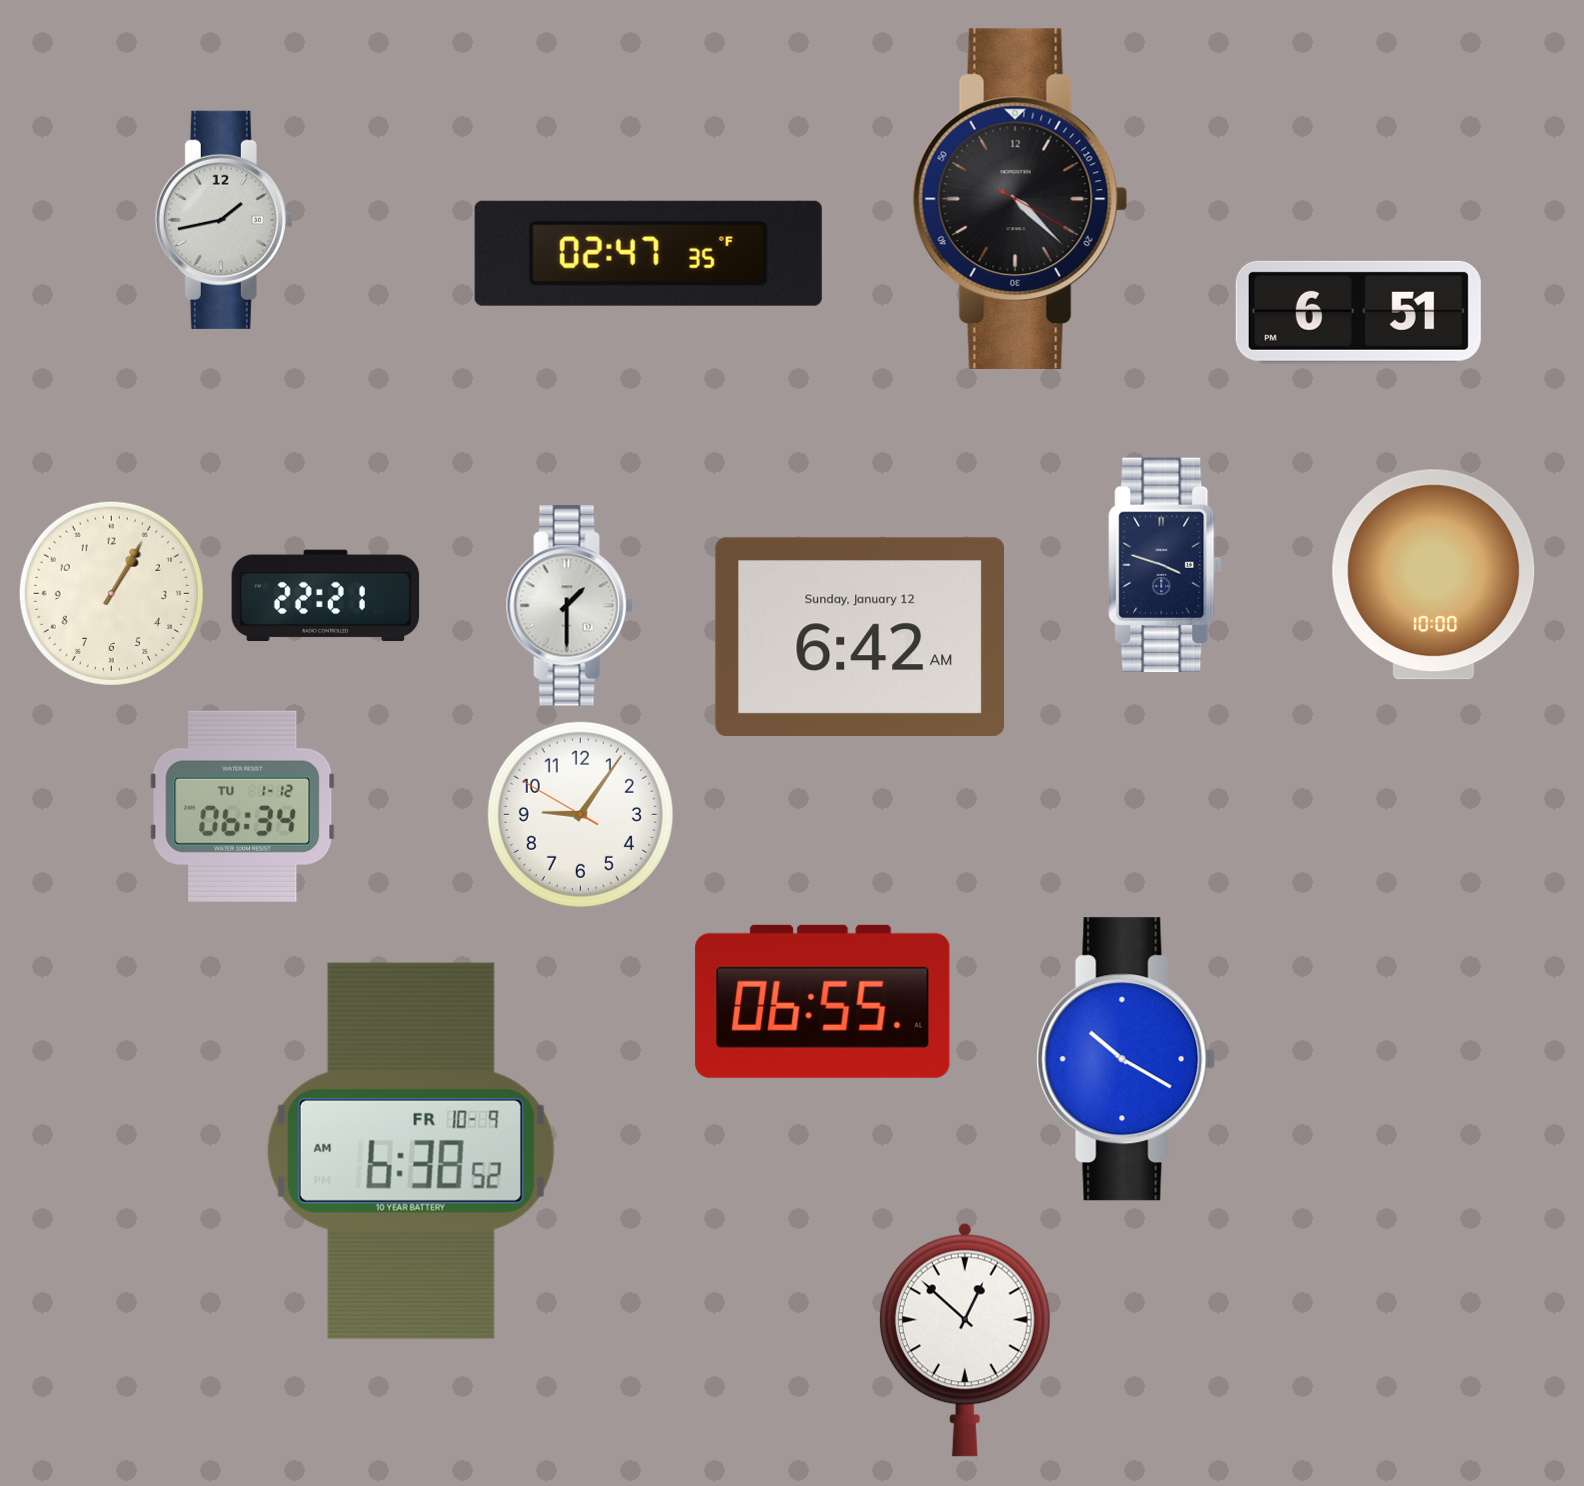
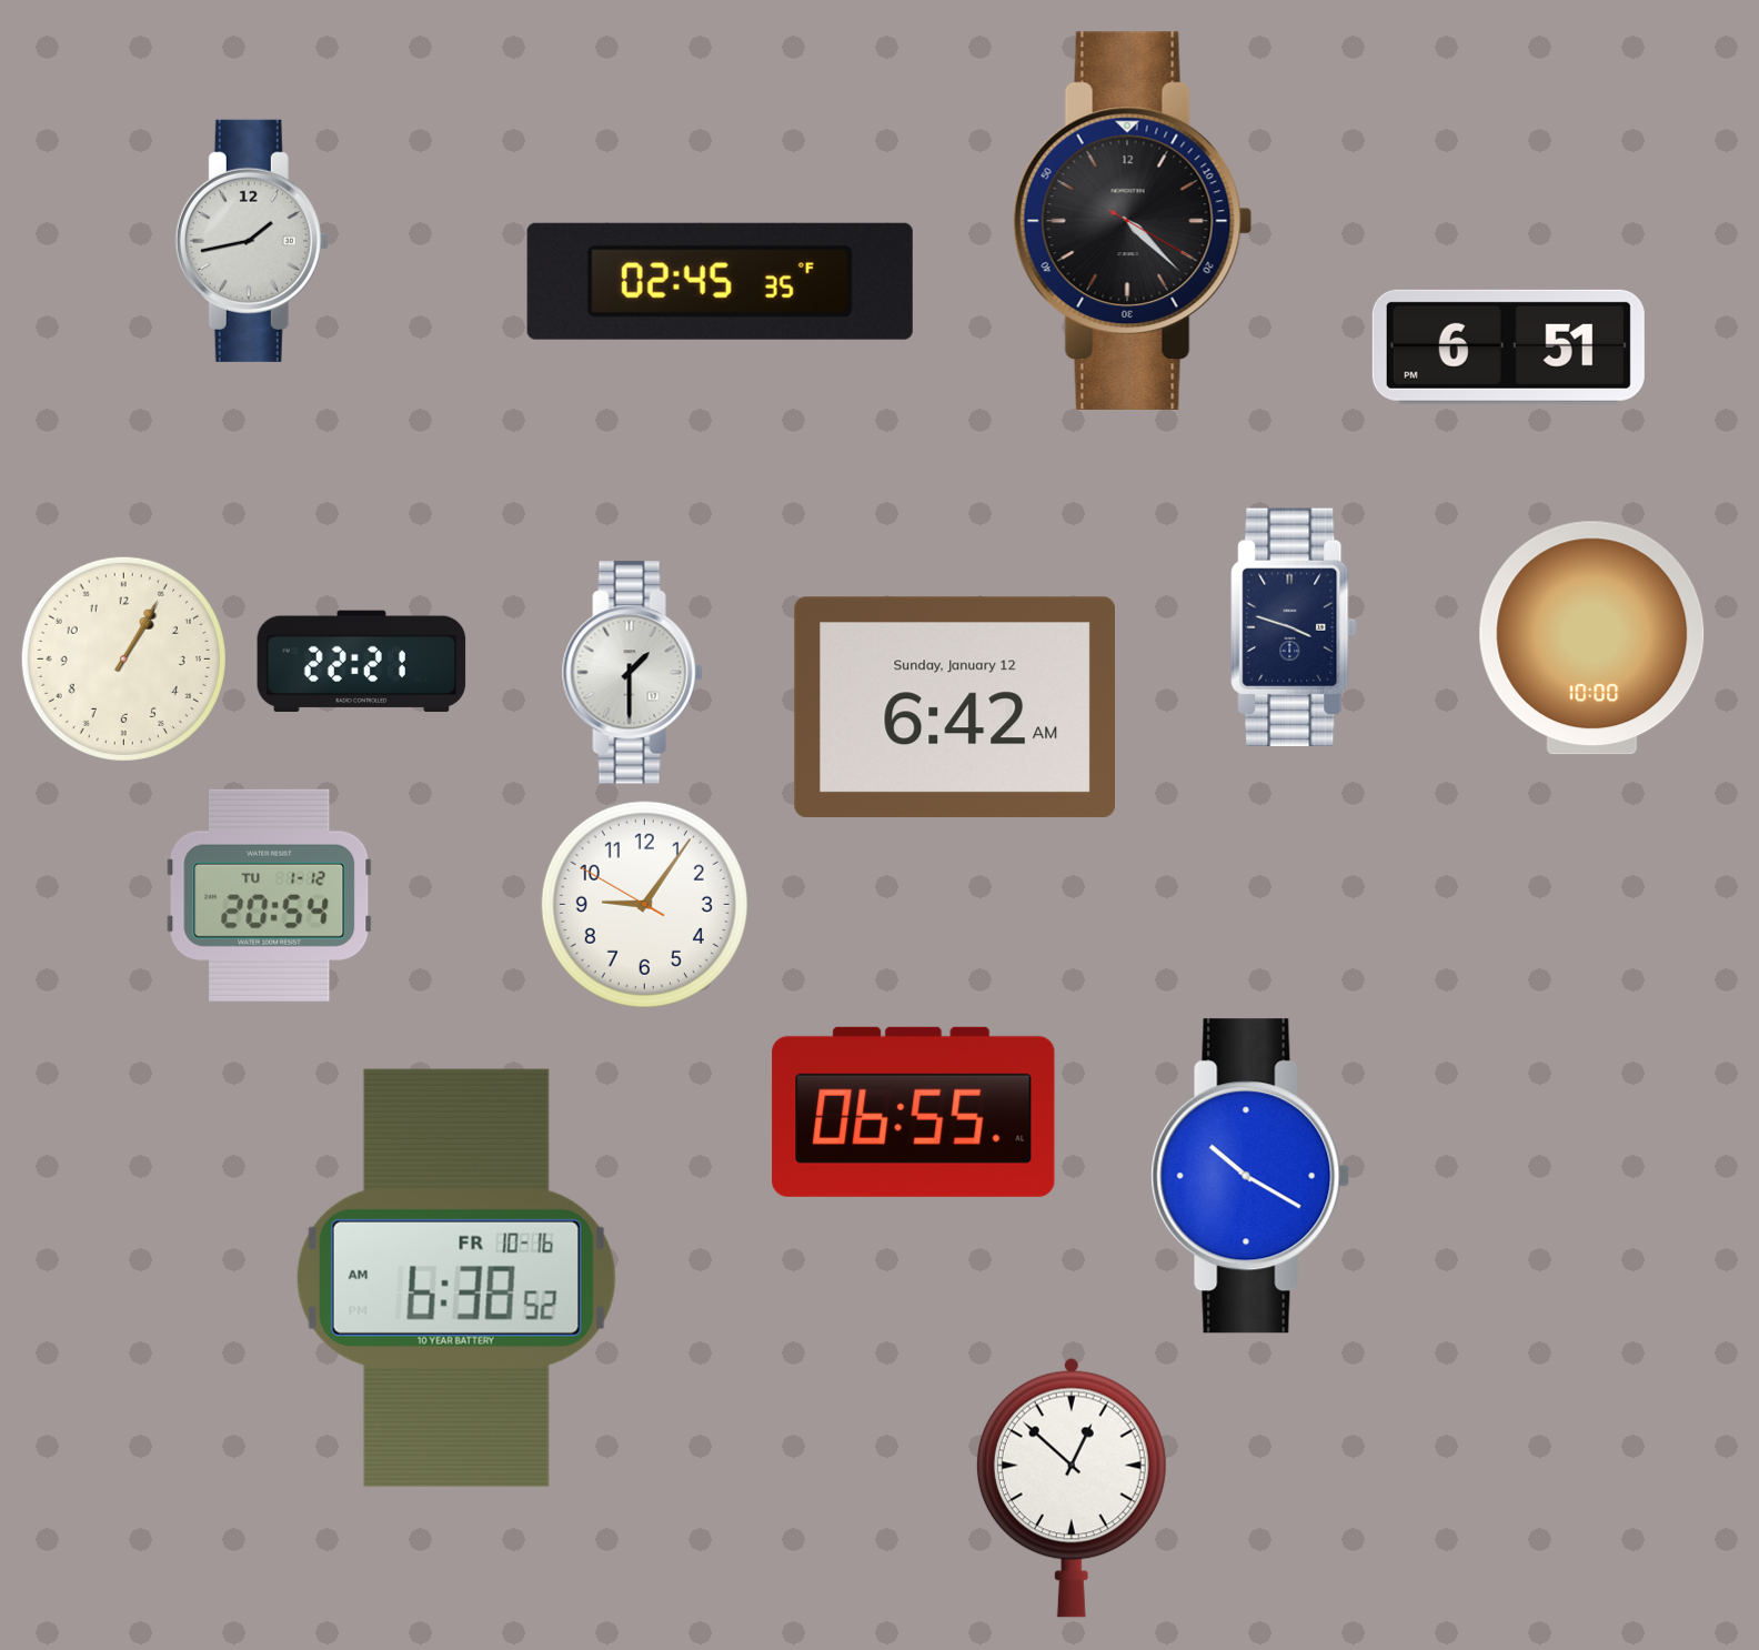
clock at (224, 220) position: (224, 220) -> (252, 241)
clock at (648, 253): 02:47 -> 02:45
clock at (243, 806): 06:34 -> 20:54
clock at (411, 1151) date: FR 10-9 -> FR 10-16
